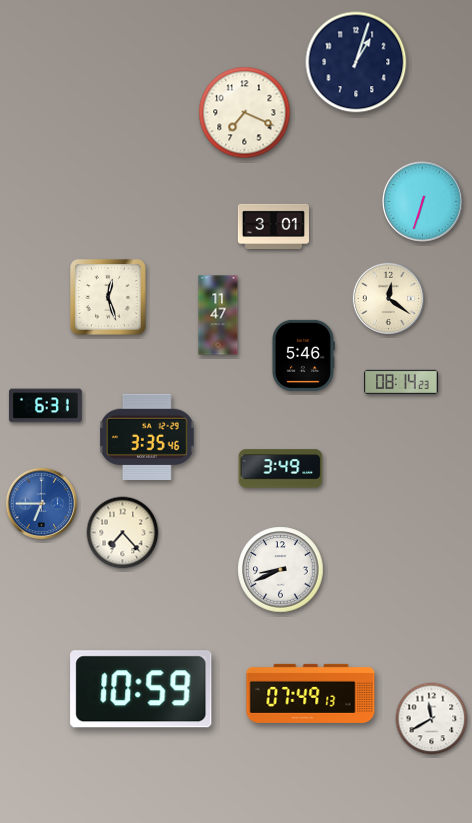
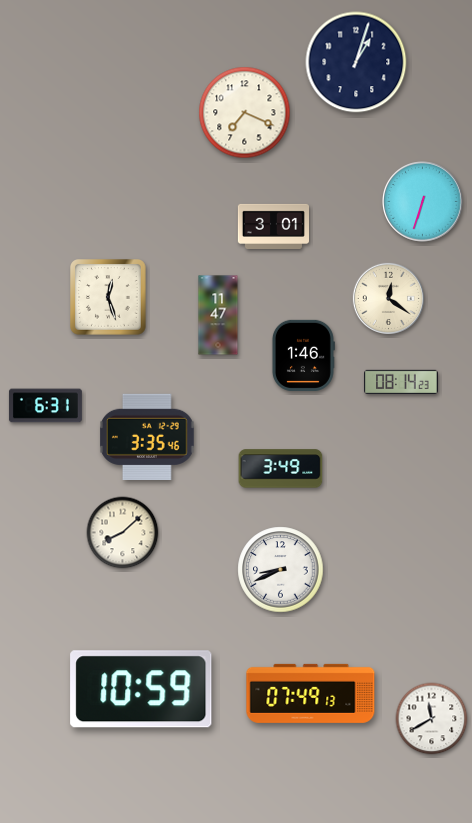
clock at (303, 355): 5:46 -> 1:46
clock at (41, 503): 6:45 -> none
clock at (123, 533): 7:23 -> 8:08
